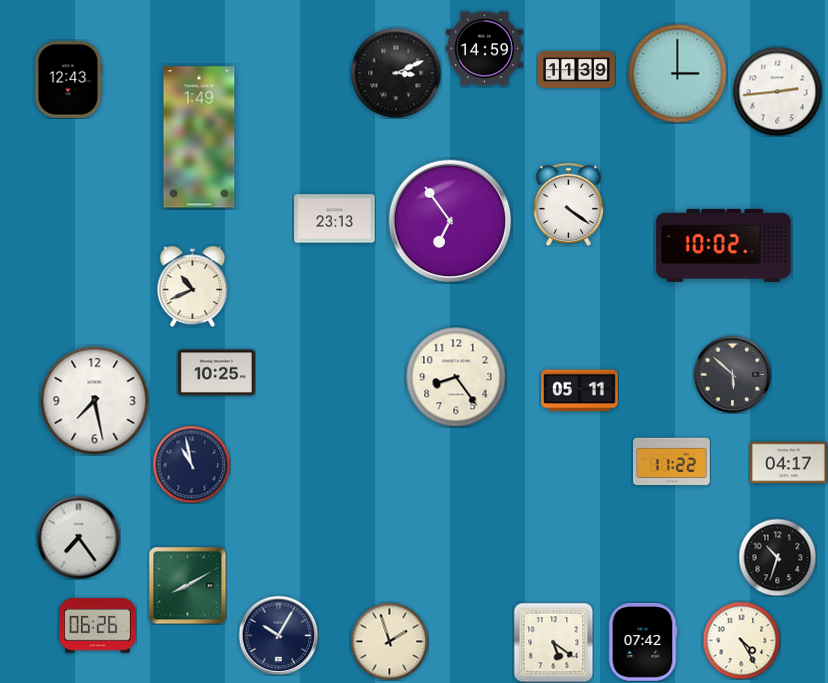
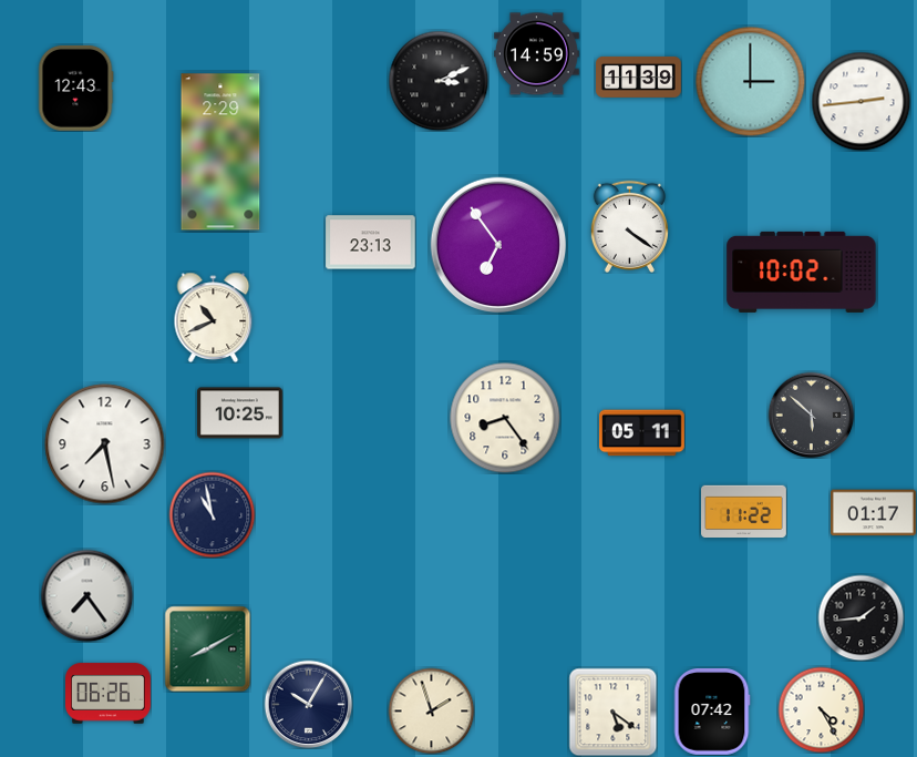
clock at (199, 137): 1:49 -> 2:29
clock at (789, 463): 04:17 -> 01:17
clock at (777, 557): 10:33 -> 1:44
